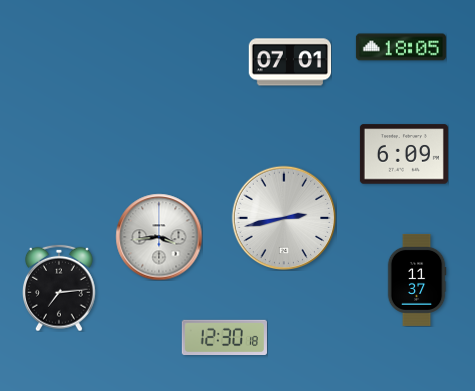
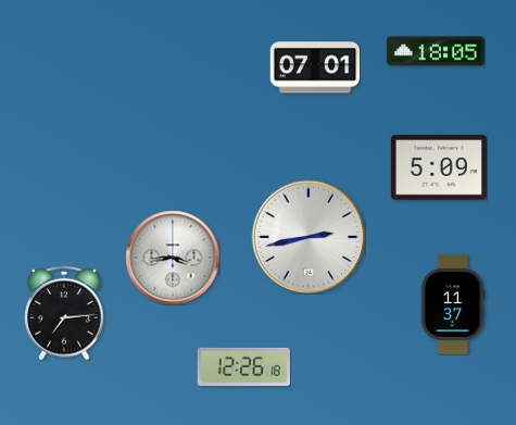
clock at (404, 154): 6:09 -> 5:09
clock at (224, 337): 12:30 -> 12:26
